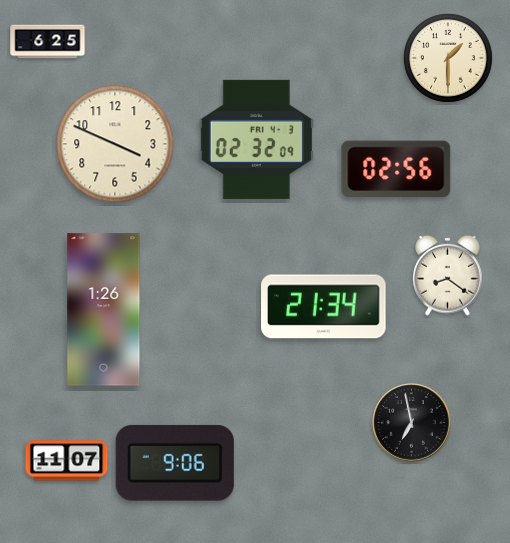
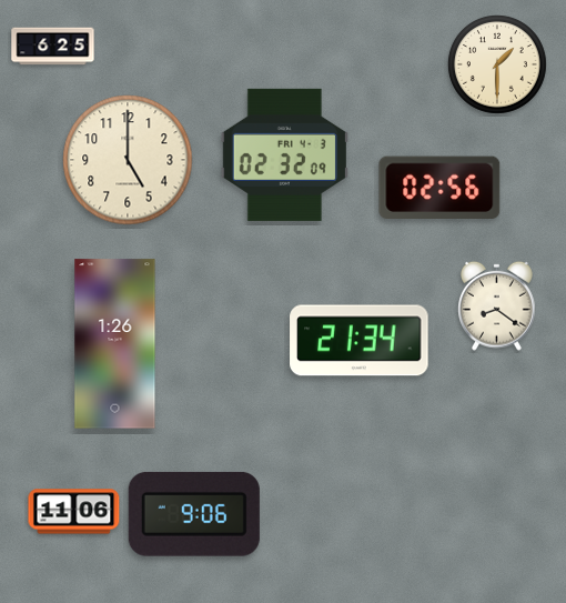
clock at (115, 144): 3:49 -> 5:00
clock at (412, 423): 6:58 -> none
clock at (67, 461): 11:07 -> 11:06
